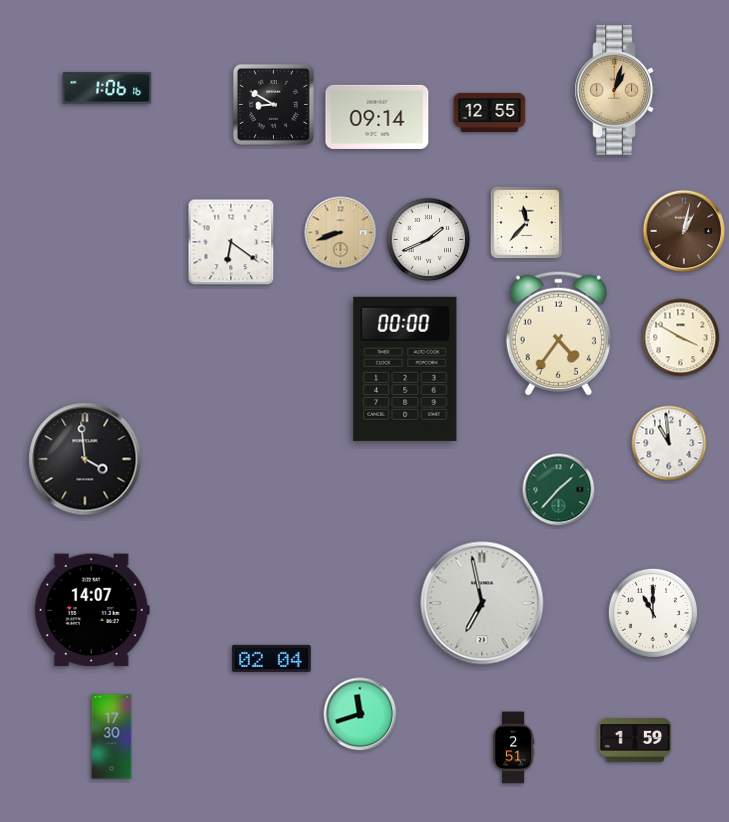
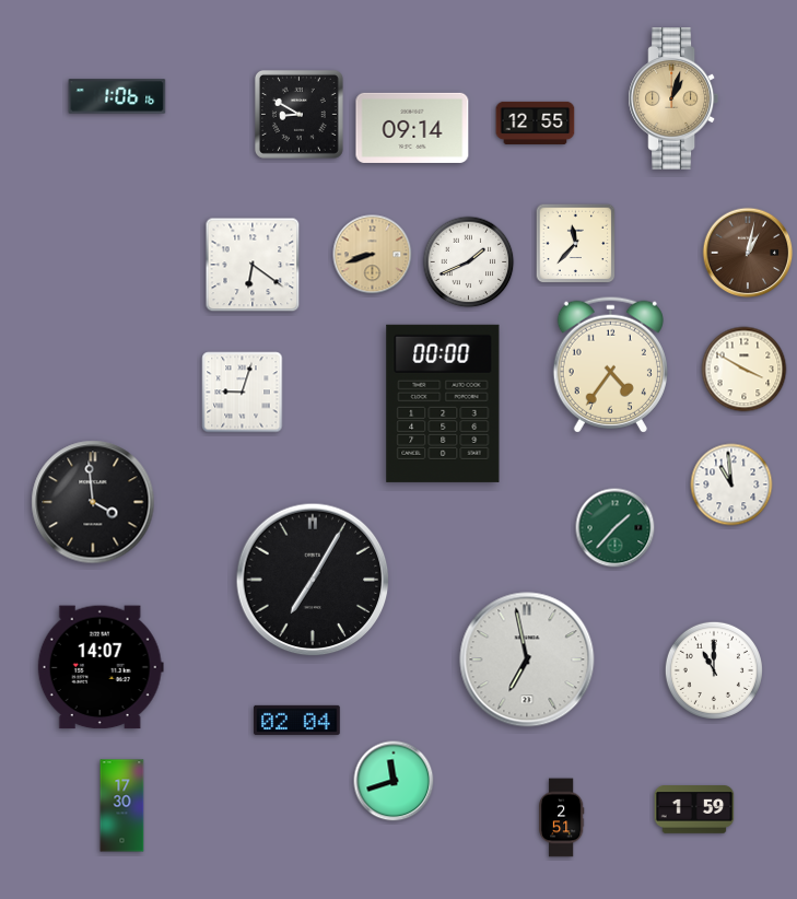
clock at (243, 393): none -> 9:03
clock at (559, 490) position: (559, 490) -> (616, 528)
clock at (313, 580): none -> 7:05
